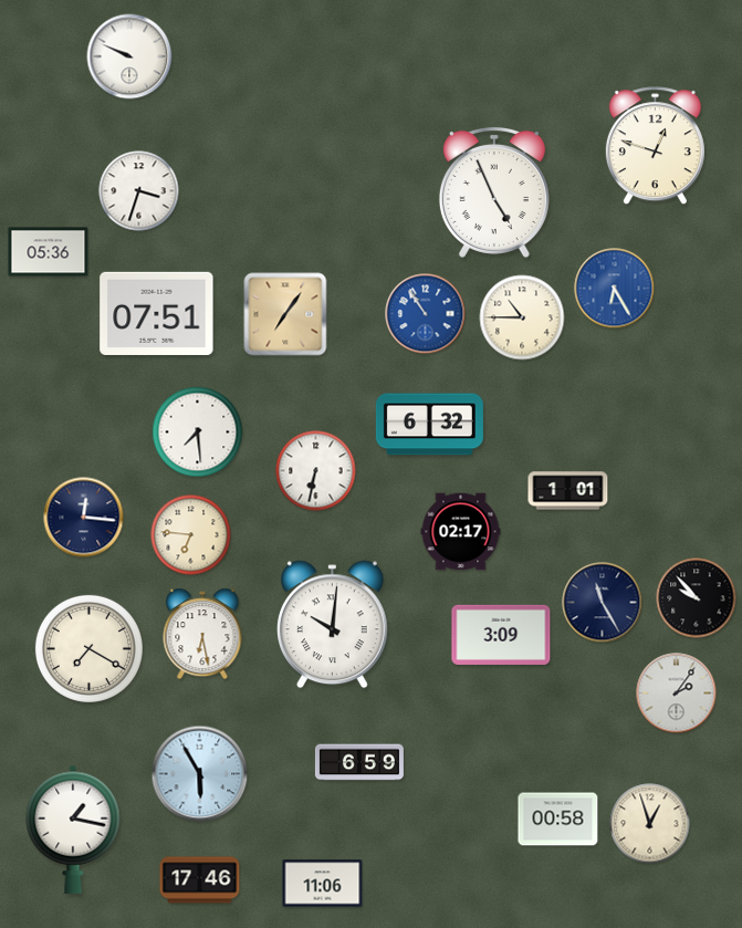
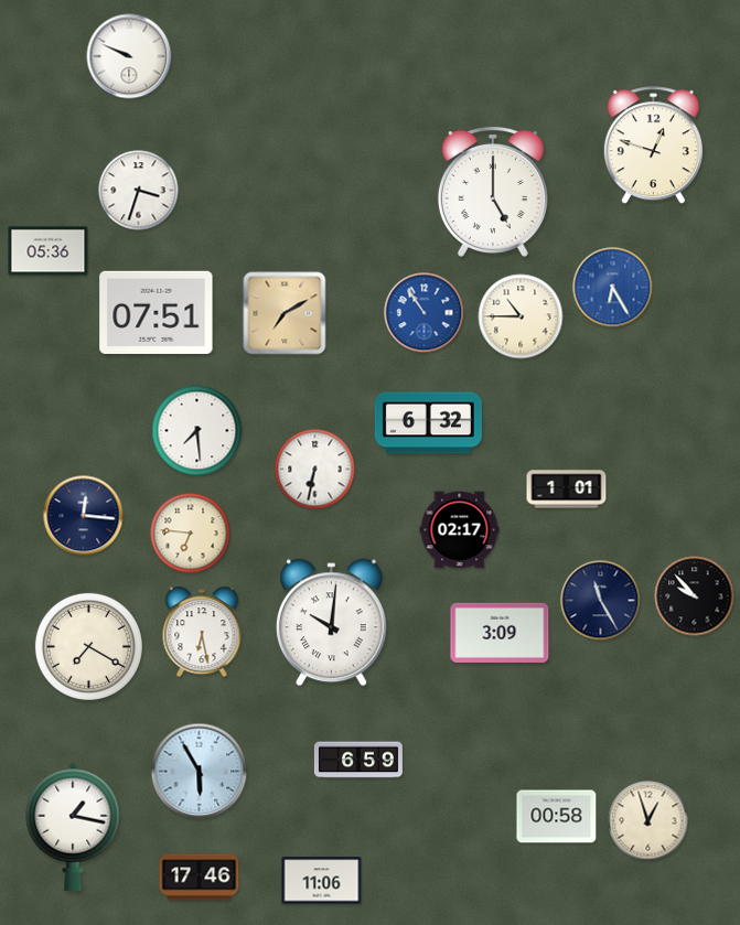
clock at (494, 192): 4:56 -> 5:00
clock at (285, 314): 7:06 -> 7:10
clock at (677, 694): 2:06 -> none
